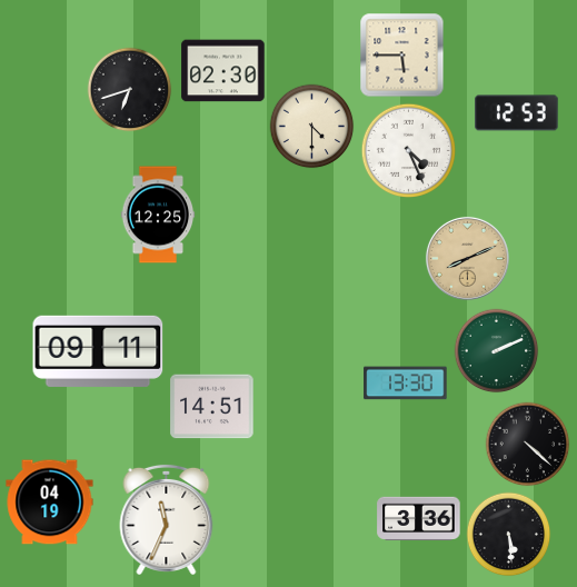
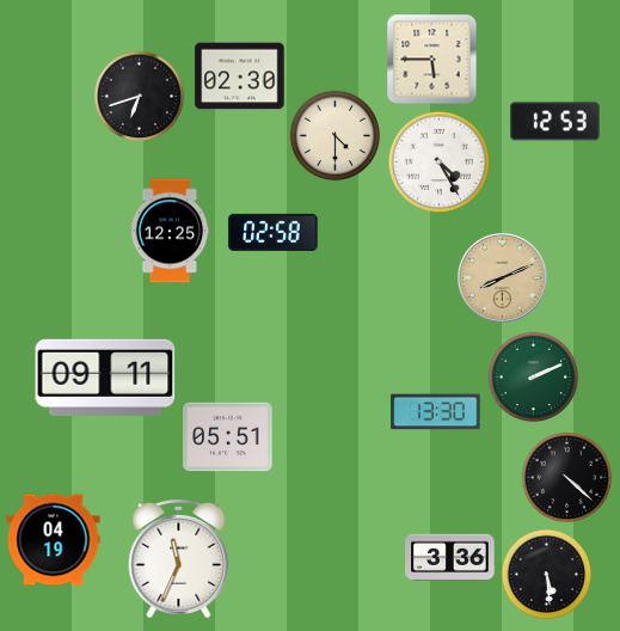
clock at (408, 150): 4:26 -> 4:25
clock at (274, 232): none -> 02:58
clock at (212, 407): 14:51 -> 05:51
